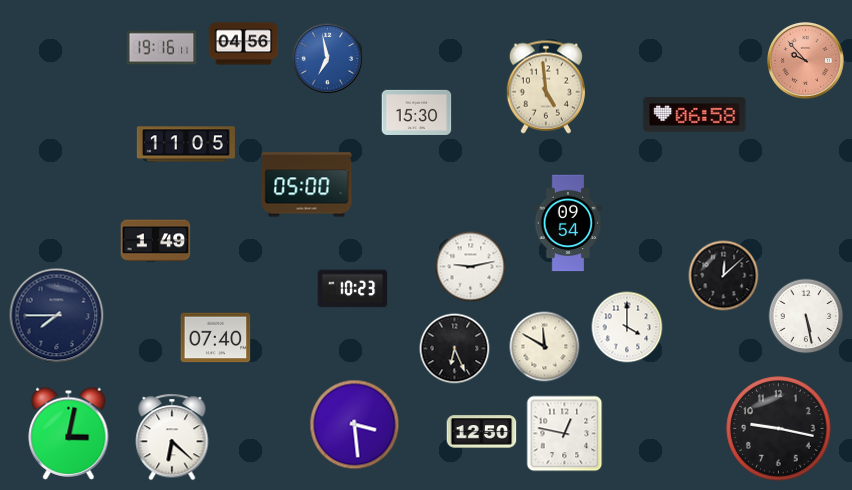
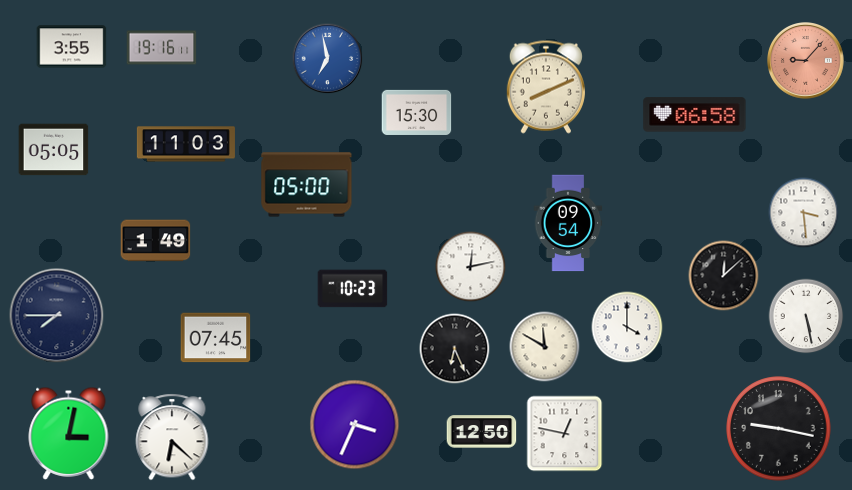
clock at (244, 44): 04:56 -> none
clock at (72, 47): none -> 3:55
clock at (806, 61): 9:53 -> 9:07
clock at (546, 87): 4:59 -> 8:11
clock at (186, 144): 11:05 -> 11:03
clock at (54, 150): none -> 05:05
clock at (804, 213): none -> 3:29
clock at (471, 267): 9:13 -> 12:13
clock at (216, 338): 07:40 -> 07:45
clock at (355, 425): 3:29 -> 3:34
